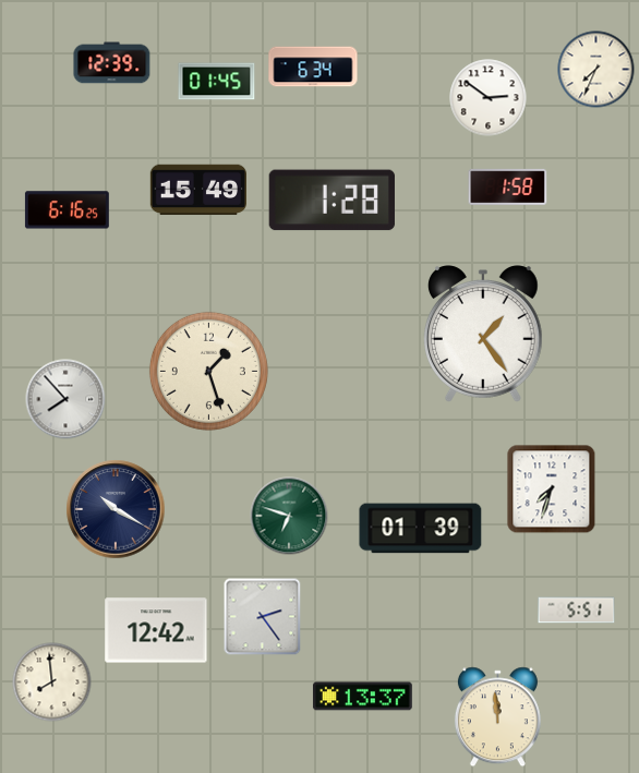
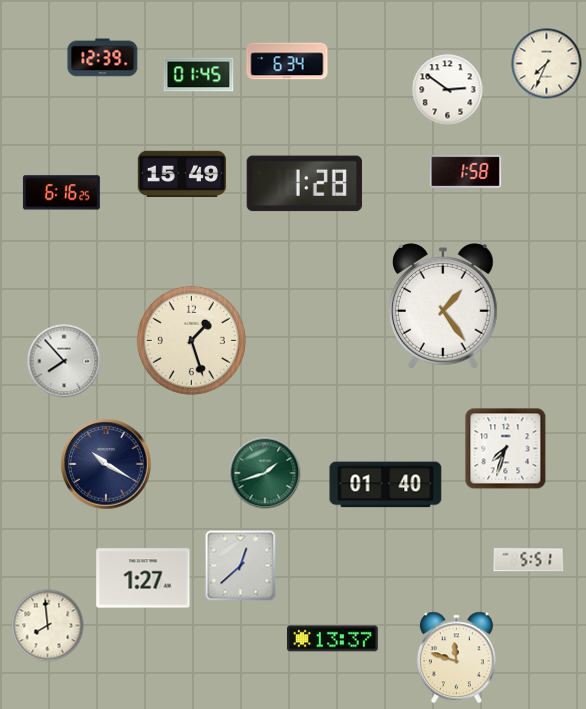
clock at (65, 399) position: (65, 399) -> (64, 361)
clock at (116, 509) position: (116, 509) -> (106, 464)
clock at (289, 516): 6:48 -> 1:42
clock at (421, 529): 01:39 -> 01:40
clock at (263, 617): 2:24 -> 12:38
clock at (156, 630): 12:42 -> 1:27
clock at (497, 717): 11:59 -> 11:48
